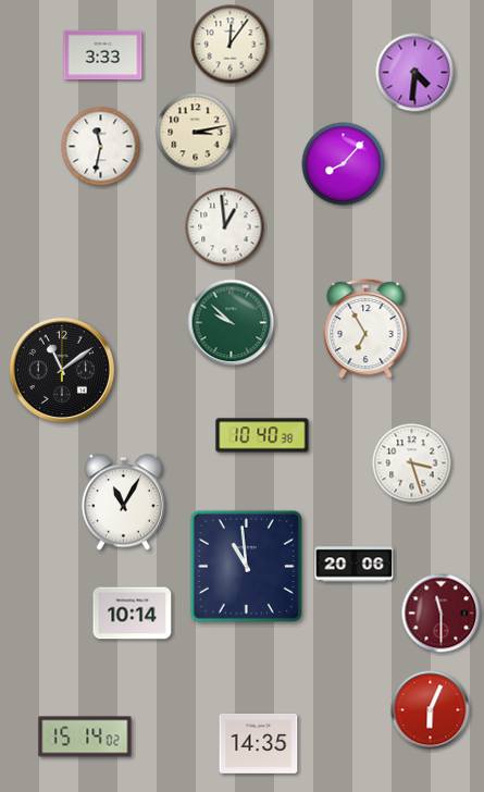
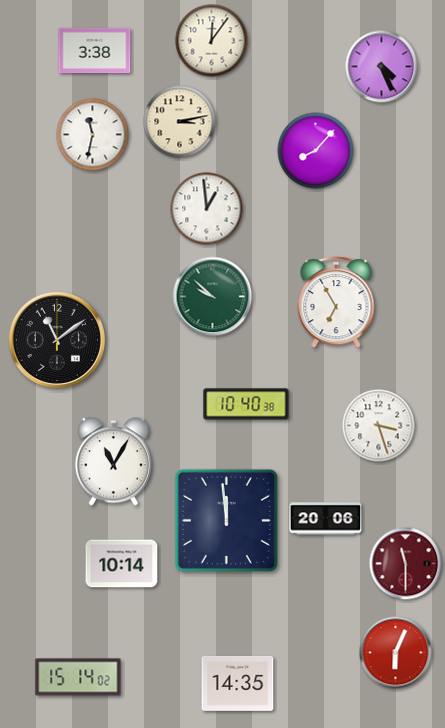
clock at (103, 55): 3:33 -> 3:38
clock at (415, 73): 4:31 -> 4:26
clock at (262, 435) position: (262, 435) -> (246, 404)
clock at (246, 566): 10:59 -> 11:59
